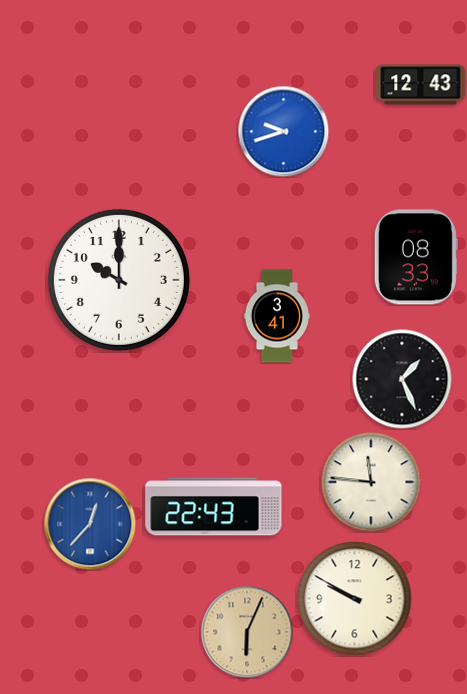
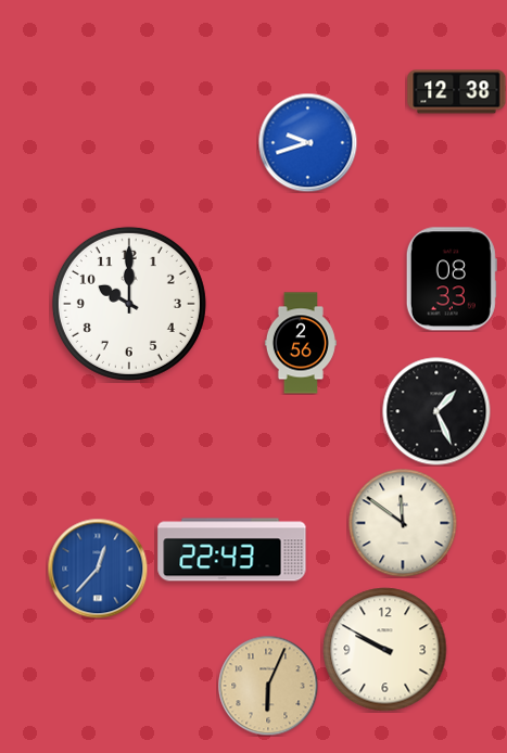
clock at (421, 85): 12:43 -> 12:38
clock at (277, 316): 3:41 -> 2:56
clock at (371, 482): 11:46 -> 11:51
